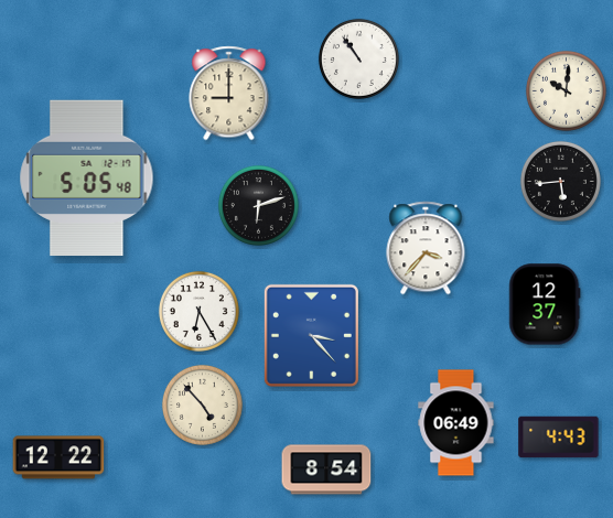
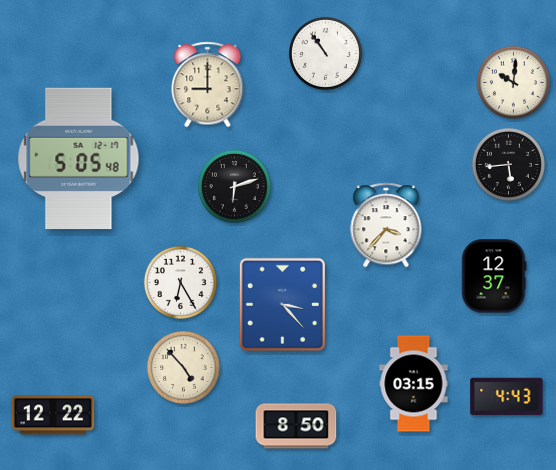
clock at (87, 179) position: (87, 179) -> (79, 159)
clock at (456, 423): 06:49 -> 03:15
clock at (326, 470): 8:54 -> 8:50
